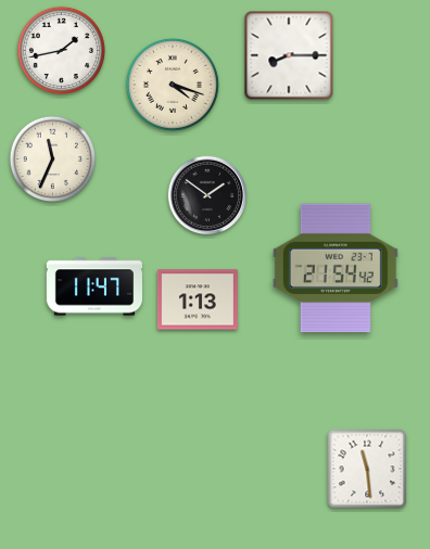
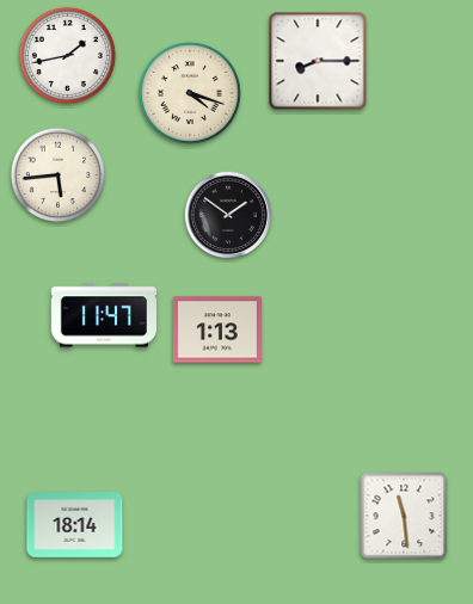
clock at (53, 159): 11:34 -> 5:44
clock at (336, 268): 21:54 -> none
clock at (75, 525): none -> 18:14
